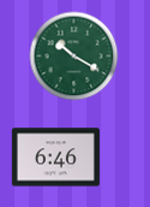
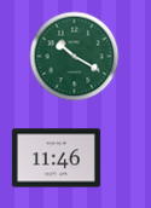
clock at (55, 158): 6:46 -> 11:46
